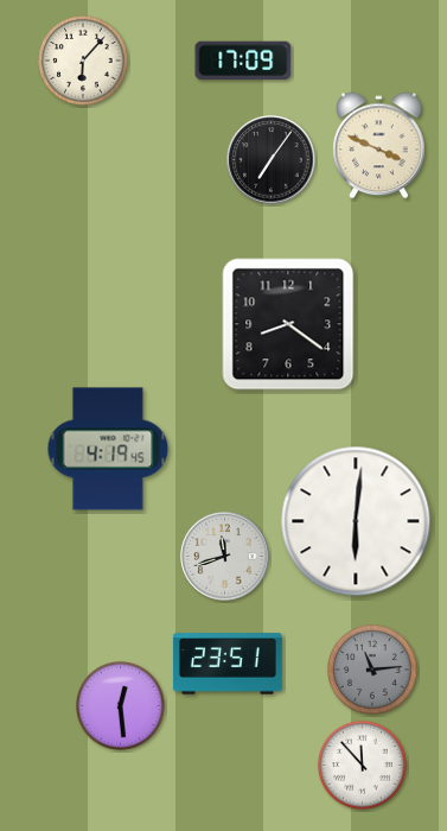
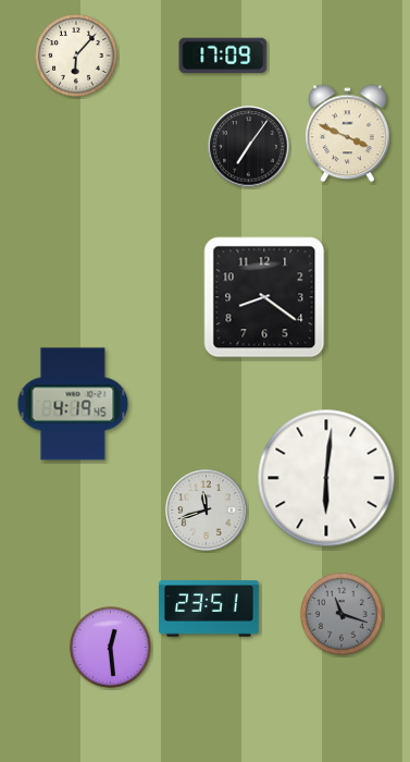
clock at (108, 449) position: (108, 449) -> (73, 404)
clock at (373, 671): 11:14 -> 11:18
clock at (363, 766): 11:53 -> none
